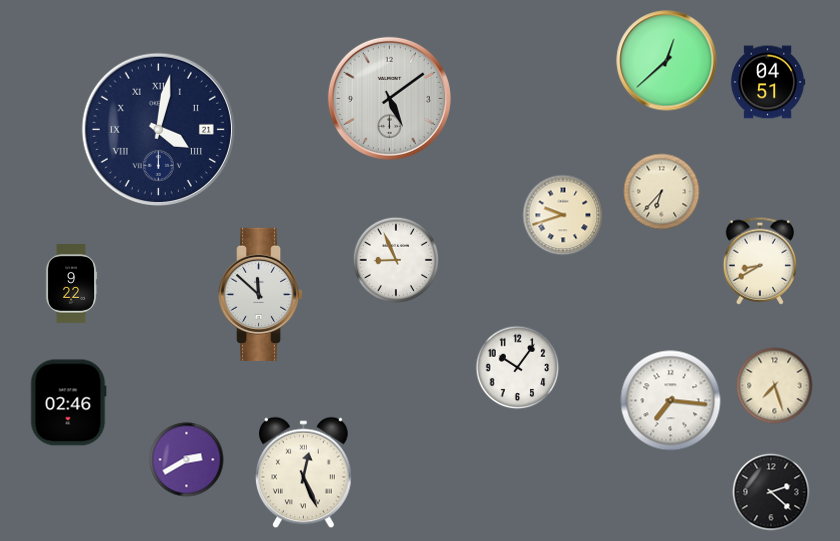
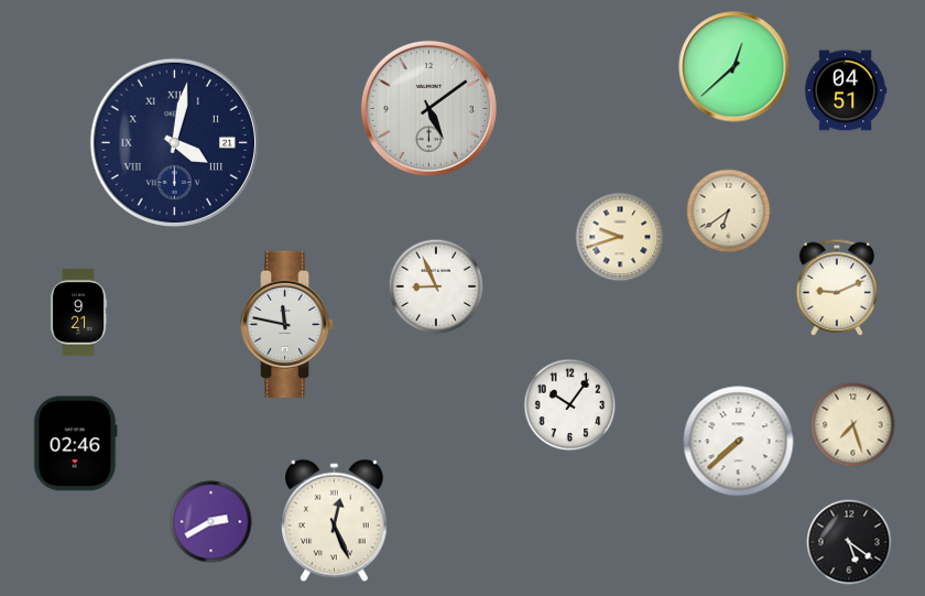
clock at (662, 192): 6:37 -> 6:39
clock at (760, 261): 8:40 -> 9:11
clock at (71, 284): 9:22 -> 9:21
clock at (262, 294): 11:52 -> 11:47
clock at (671, 401): 7:16 -> 7:38
clock at (187, 460) position: (187, 460) -> (211, 522)
clock at (771, 492): 2:22 -> 5:21
